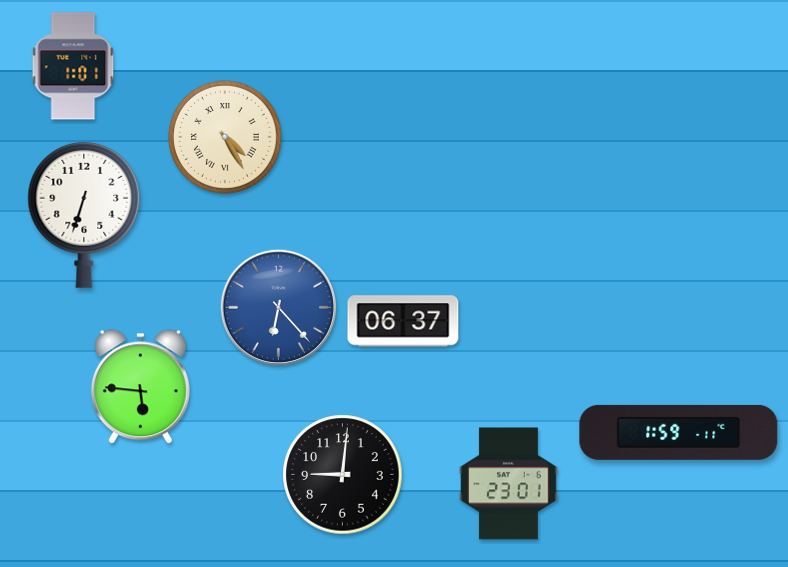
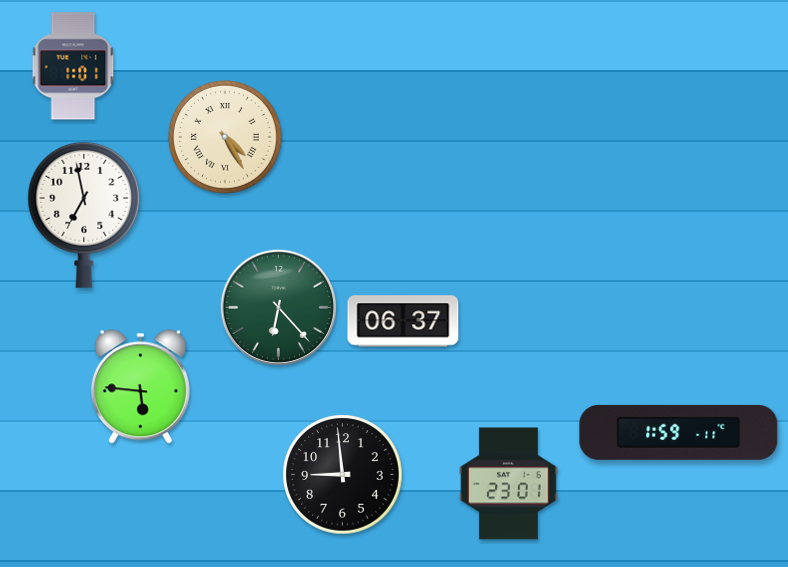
clock at (84, 215): 6:33 -> 6:58
clock at (278, 307) dial: blue -> green
clock at (343, 475): 9:01 -> 8:59
